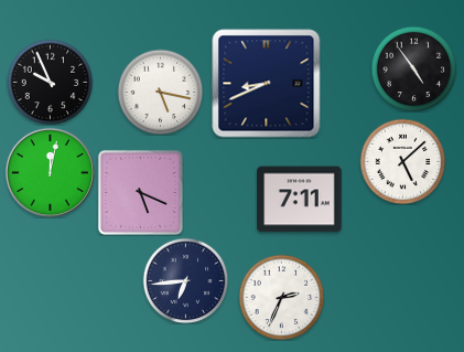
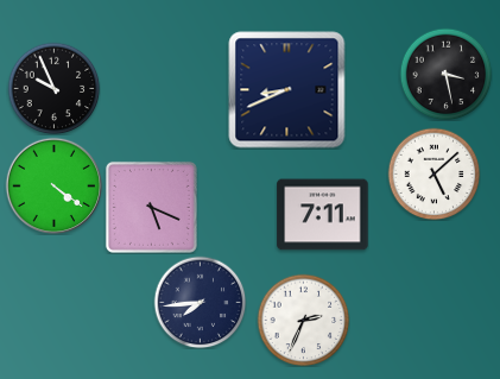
clock at (413, 68): 4:54 -> 3:28
clock at (160, 92): 5:17 -> none
clock at (50, 172): 12:02 -> 4:21
clock at (185, 280): 6:44 -> 7:44
